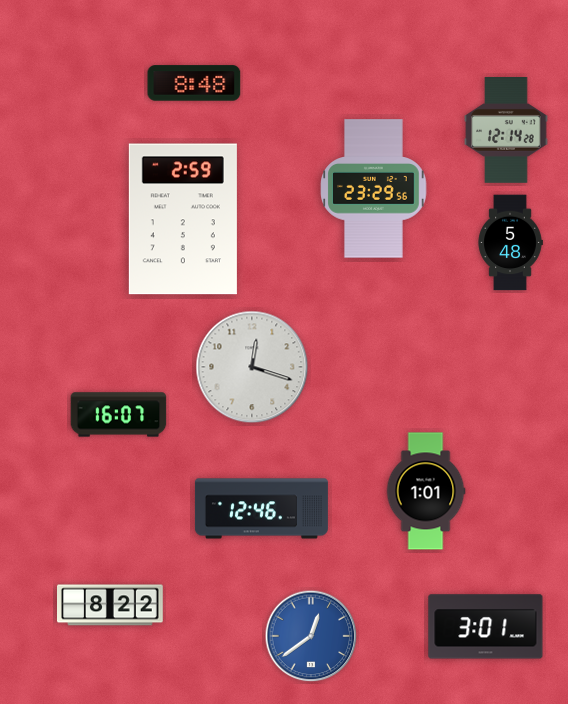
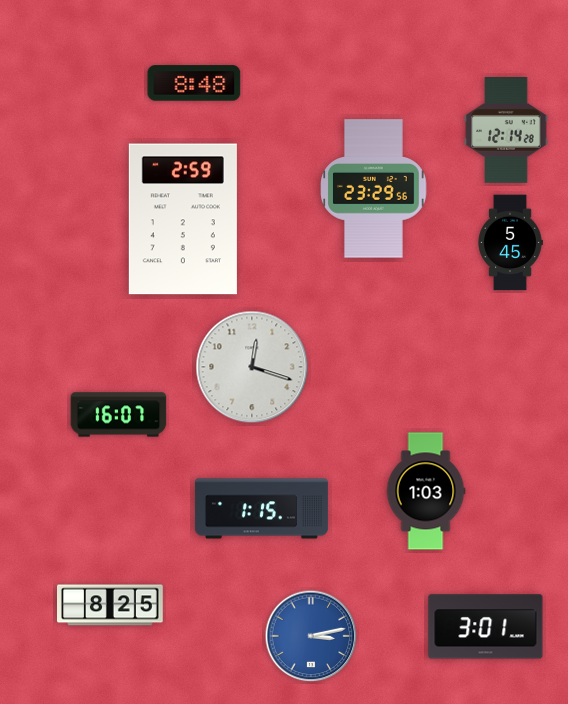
clock at (510, 243): 5:48 -> 5:45
clock at (426, 491): 1:01 -> 1:03
clock at (261, 509): 12:46 -> 1:15
clock at (111, 605): 8:22 -> 8:25
clock at (311, 636): 12:39 -> 3:13
